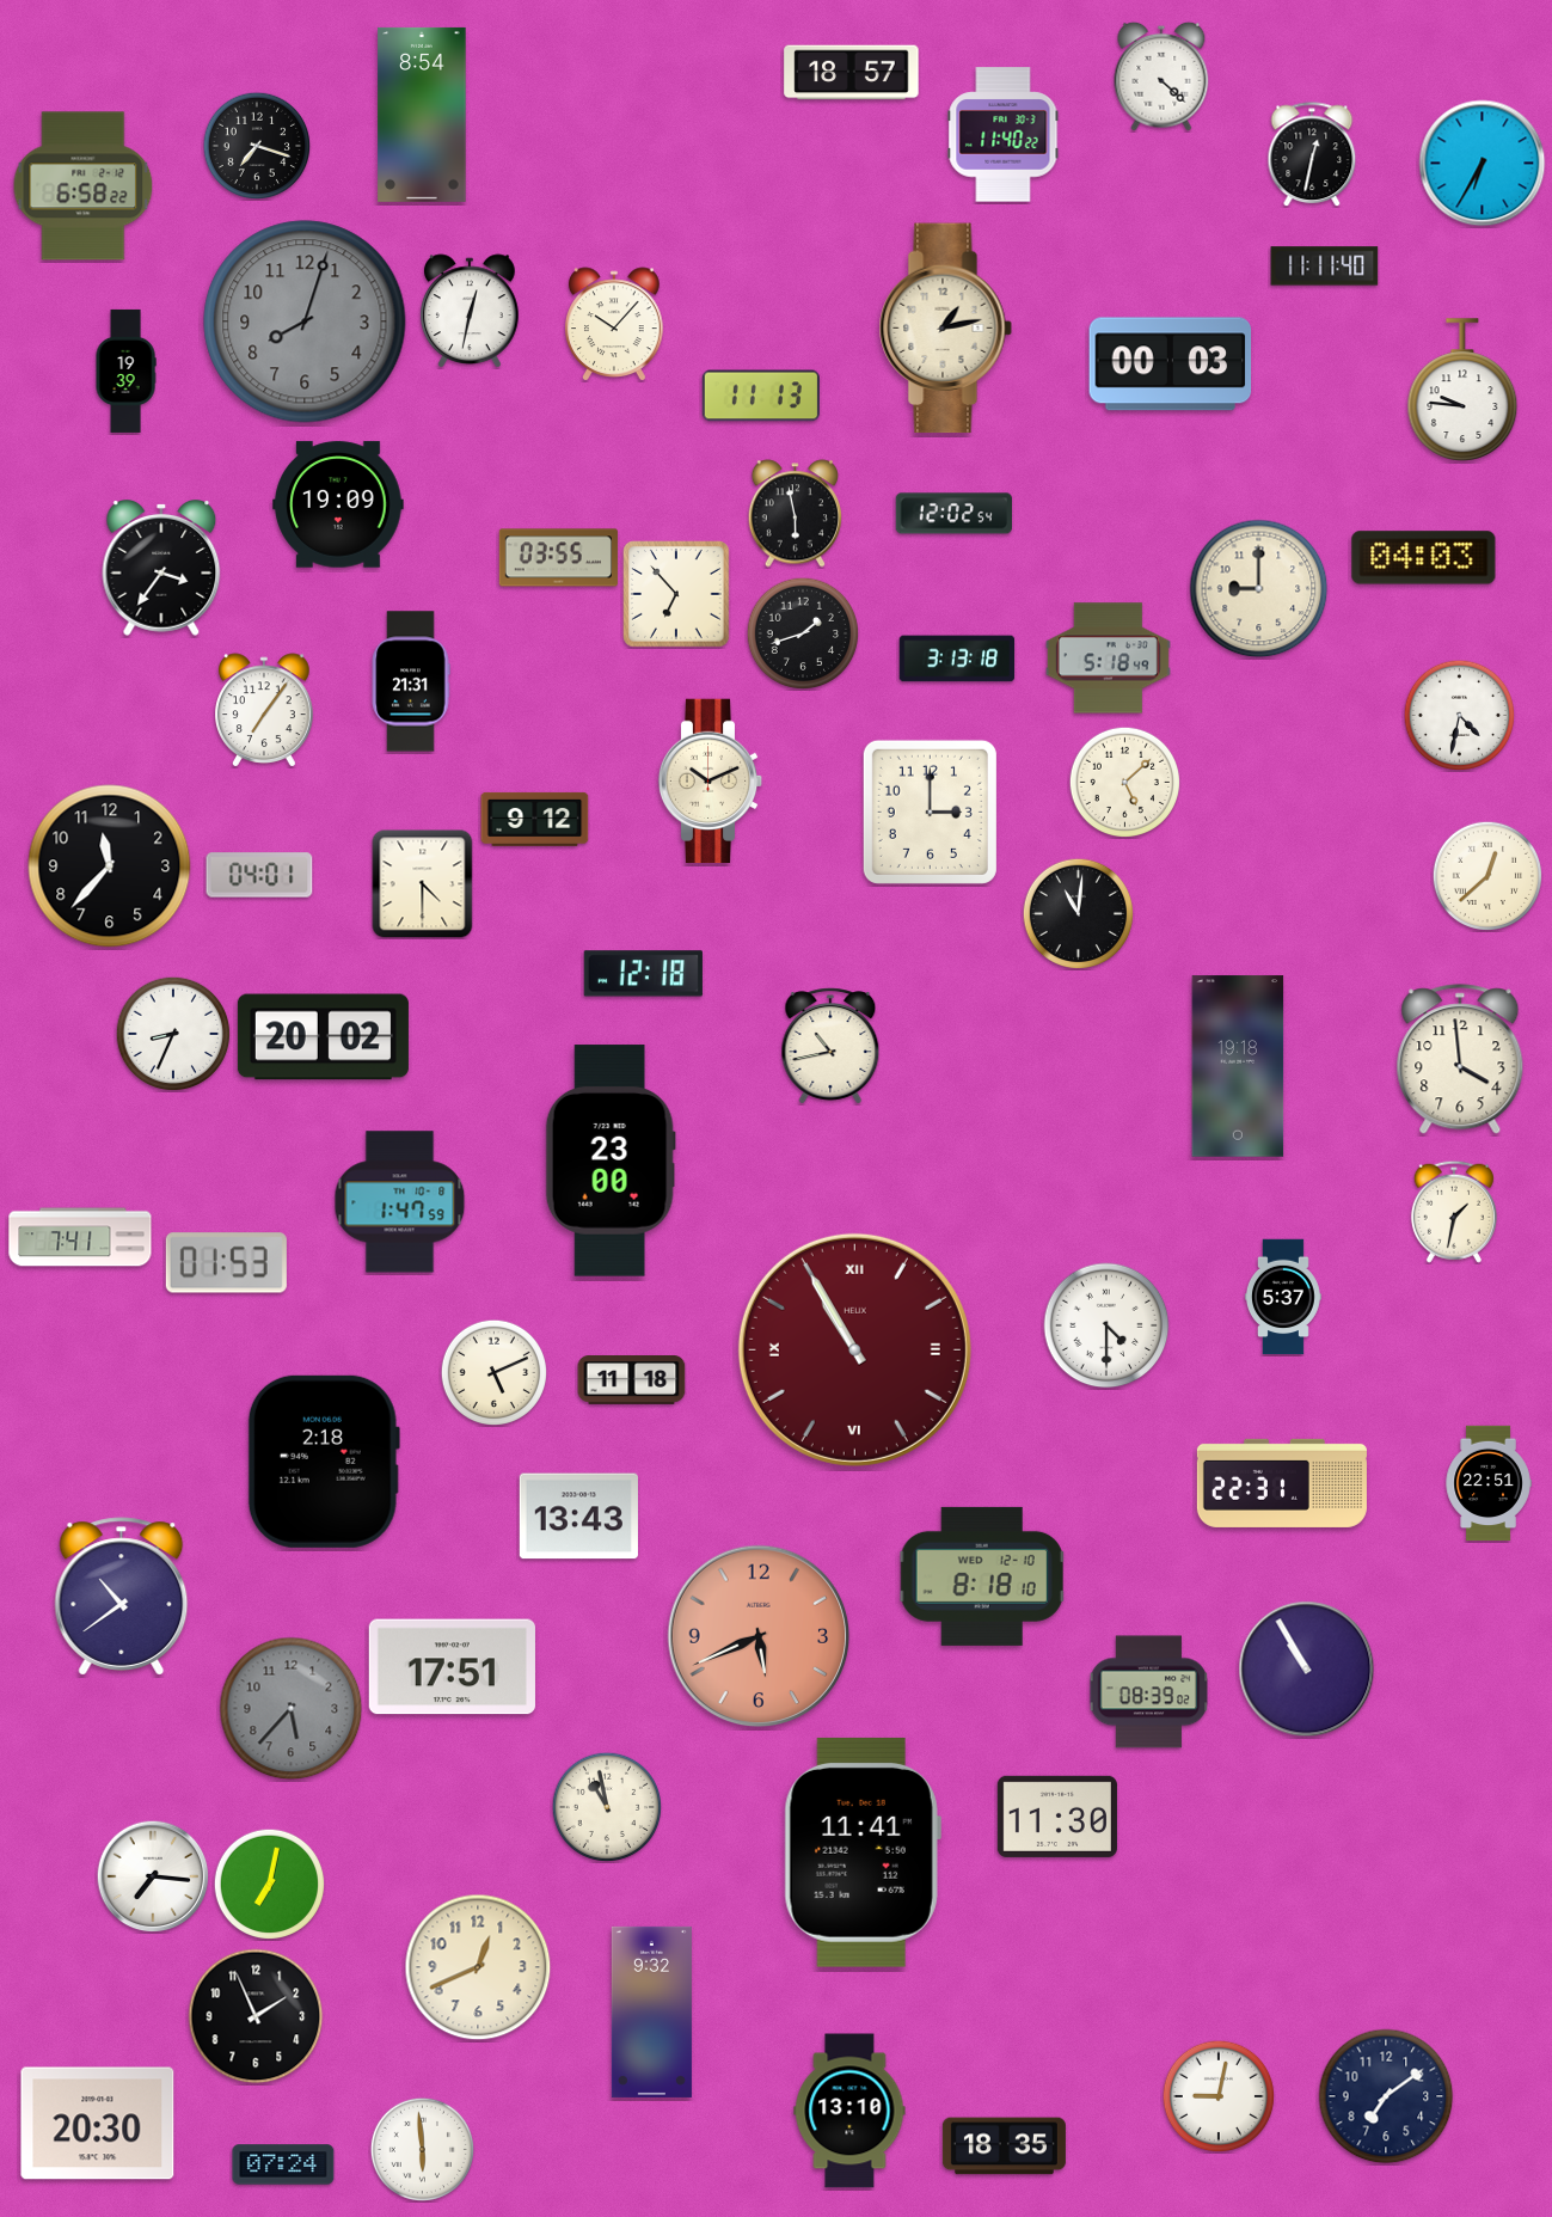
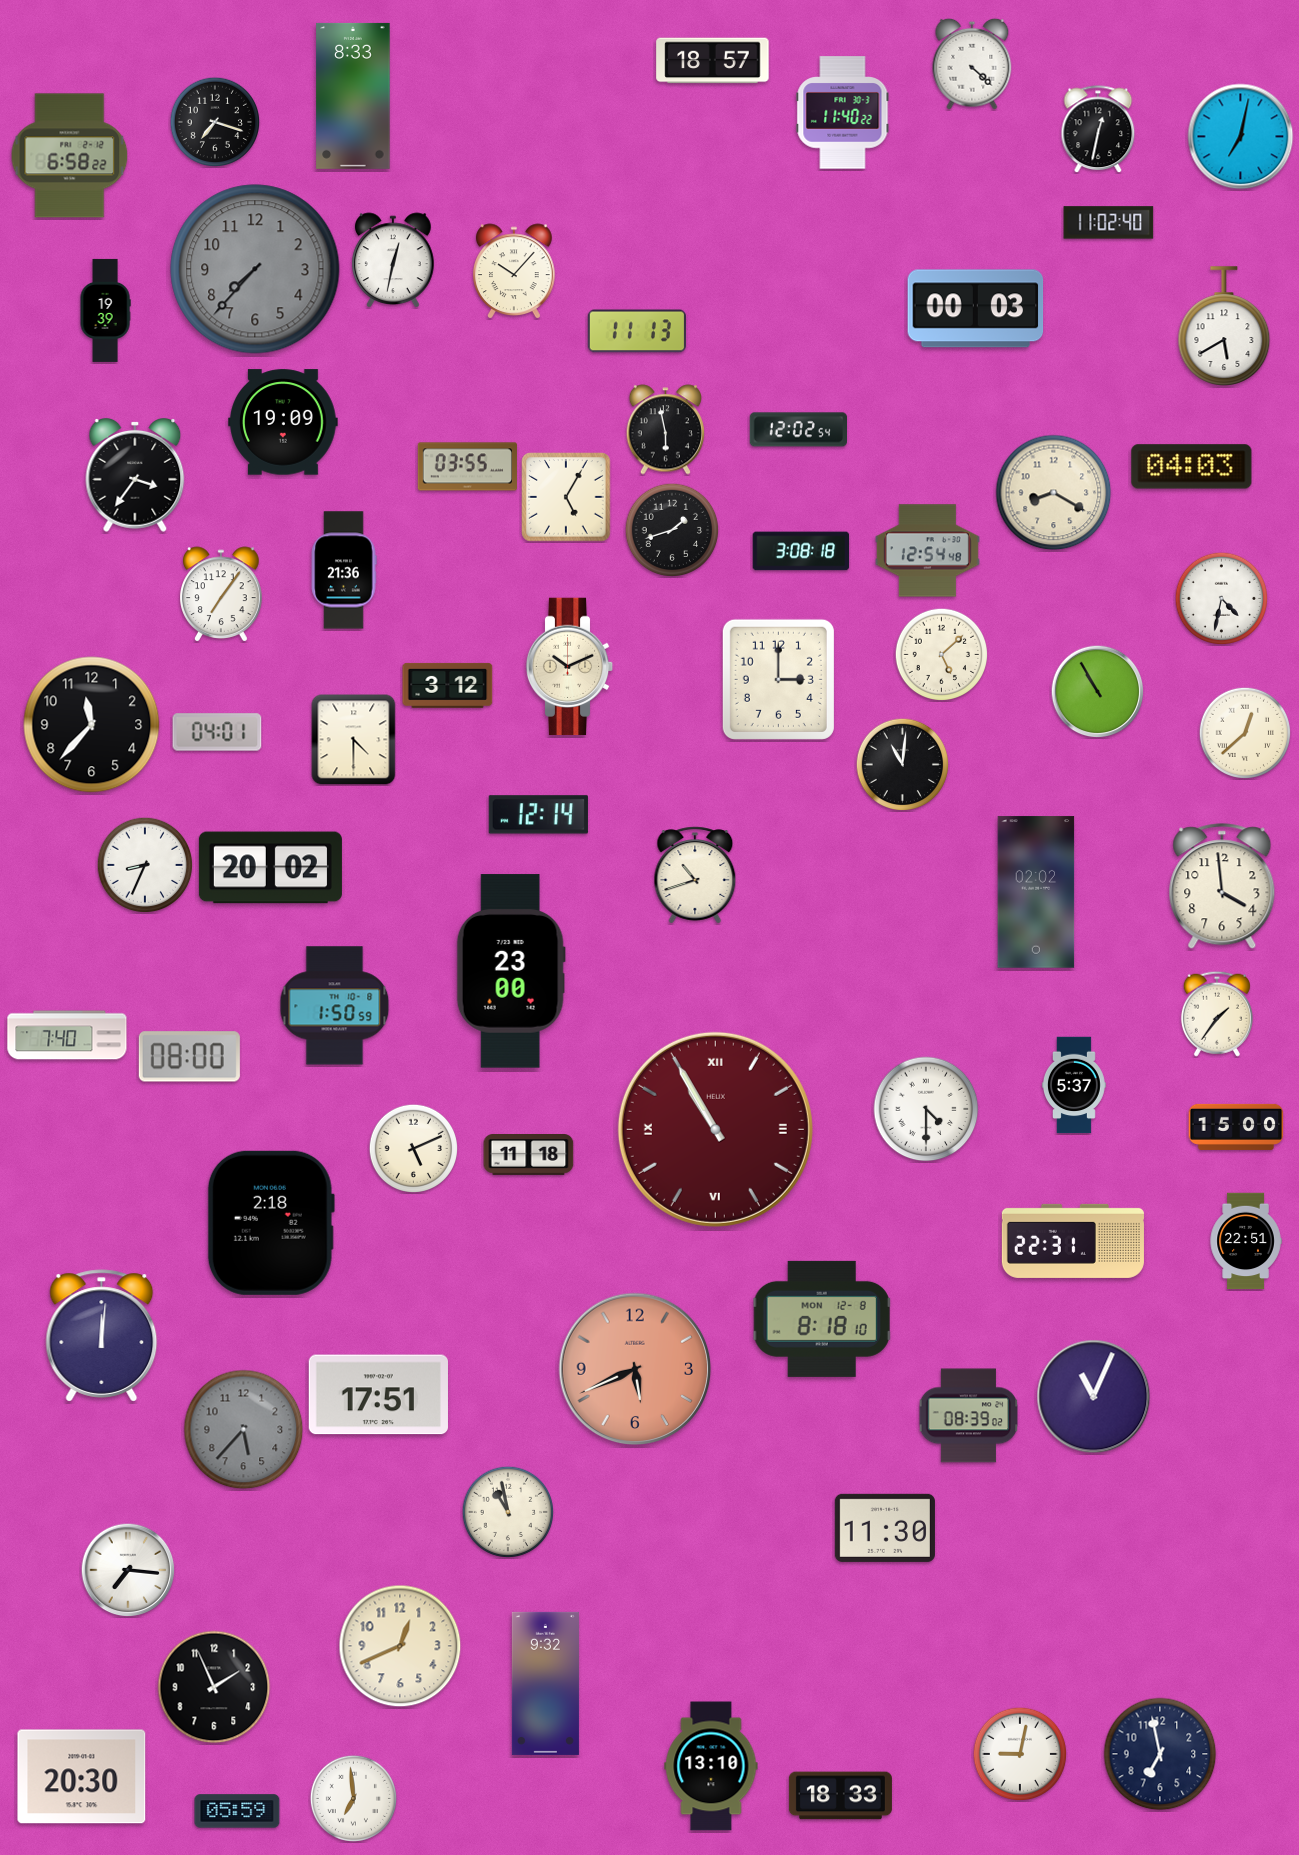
clock at (422, 115): 8:54 -> 8:33
clock at (1004, 135) position: (1004, 135) -> (843, 113)
clock at (1483, 164): 6:35 -> 7:02
clock at (1325, 267): 11:11 -> 11:02
clock at (305, 321): 8:03 -> 7:37
clock at (945, 329): 1:13 -> none
clock at (1171, 365) position: (1171, 365) -> (976, 309)
clock at (1462, 390): 9:46 -> 5:40
clock at (1259, 589): 9:00 -> 8:20
clock at (676, 594): 6:53 -> 5:05
clock at (957, 659): 3:13 -> 3:08
clock at (1108, 659): 5:18 -> 12:54
clock at (411, 681): 21:31 -> 21:36
clock at (711, 782) position: (711, 782) -> (570, 667)
clock at (535, 819): 9:12 -> 3:12
clock at (1097, 691): none -> 10:55
clock at (643, 974): 12:18 -> 12:14
clock at (830, 1046): 10:43 -> 10:42
clock at (1238, 1066): 19:18 -> 02:02
clock at (400, 1202): 1:47 -> 1:50
clock at (1454, 1212): 1:32 -> 1:36
clock at (80, 1237): 7:41 -> 7:40
clock at (226, 1263): 01:53 -> 08:00
clock at (1236, 1127): none -> 15:00
clock at (578, 1517): 13:43 -> none
clock at (982, 1576) date: WED 12-10 -> MON 12-8
clock at (122, 1597): 10:39 -> 12:01
clock at (1307, 1670): 10:55 -> 11:04
clock at (1149, 1692) position: (1149, 1692) -> (969, 1416)
clock at (1057, 1817) position: (1057, 1817) -> (885, 1528)
clock at (863, 1852): 11:41 -> none
clock at (269, 1884): 7:02 -> none
clock at (1386, 2096): 7:09 -> 6:58
clock at (1004, 2146): 18:35 -> 18:33
clock at (422, 2149): 5:59 -> 6:59
clock at (283, 2164): 07:24 -> 05:59
